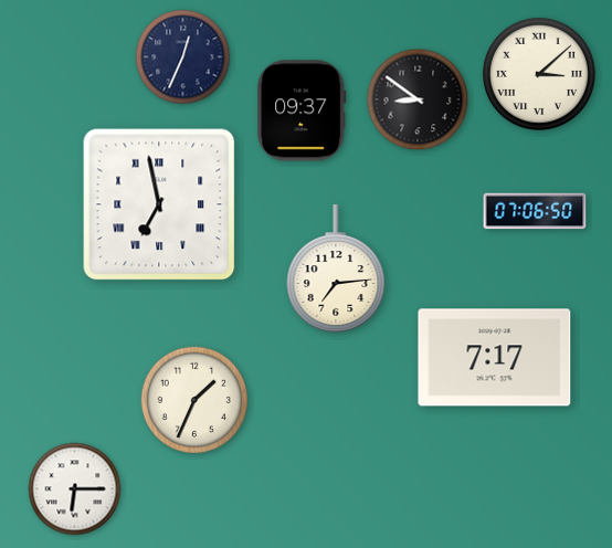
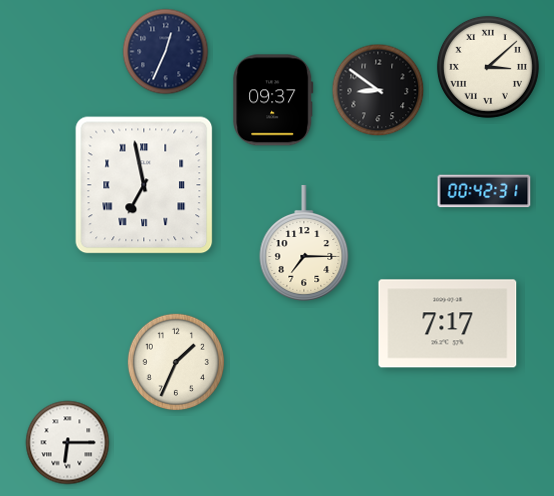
clock at (535, 211): 07:06 -> 00:42
clock at (336, 268): 7:14 -> 7:15
